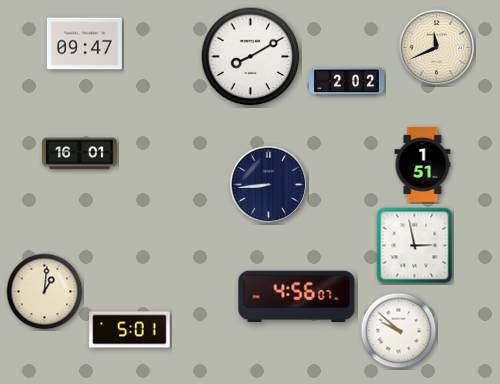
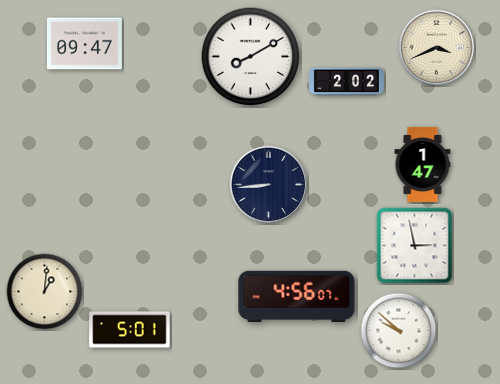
clock at (437, 48): 11:41 -> 3:41
clock at (79, 154): 16:01 -> none
clock at (423, 164): 1:51 -> 1:47
